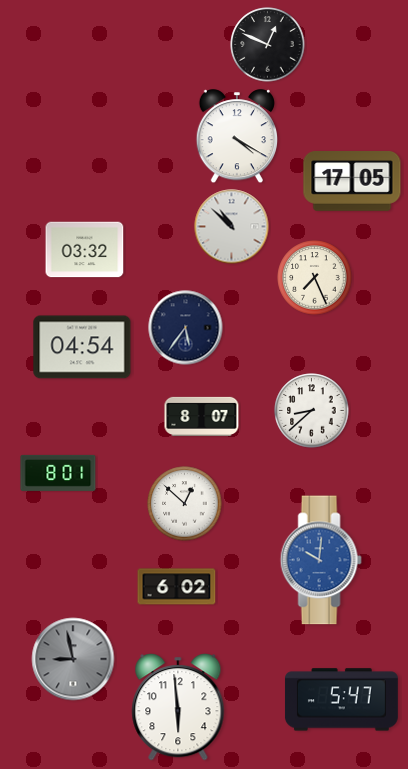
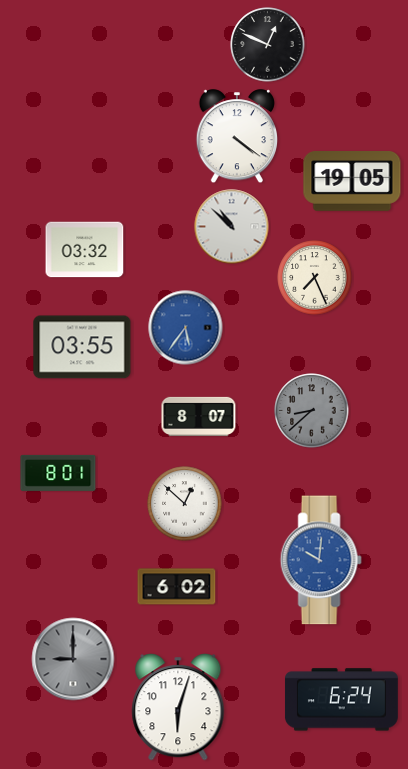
clock at (236, 137): 4:20 -> 4:21
clock at (352, 182): 17:05 -> 19:05
clock at (186, 328) dial: navy -> blue
clock at (82, 347): 04:54 -> 03:55
clock at (312, 411) dial: white -> grey
clock at (202, 416) position: (202, 416) -> (199, 416)
clock at (73, 659): 8:58 -> 9:00
clock at (341, 700): 5:47 -> 6:24
clock at (178, 707): 5:59 -> 6:03
